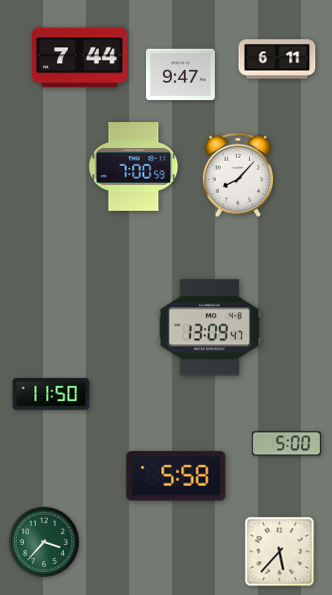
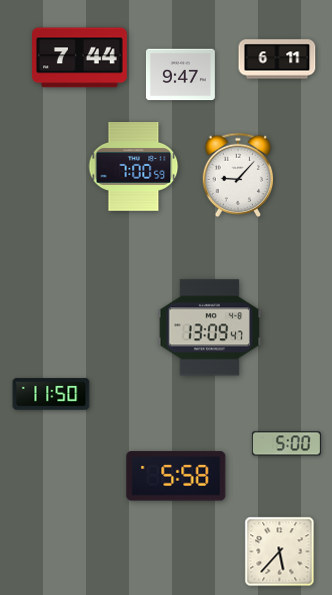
clock at (238, 174): 8:07 -> 9:07
clock at (43, 541): 3:37 -> none
